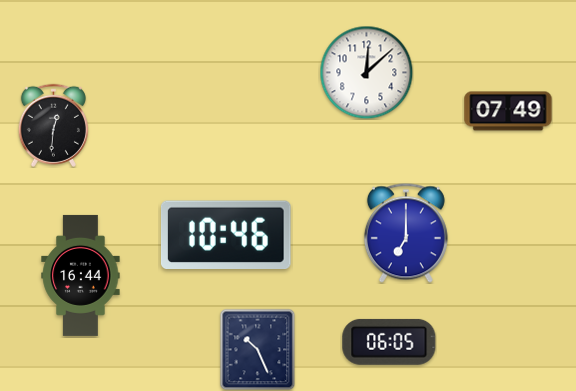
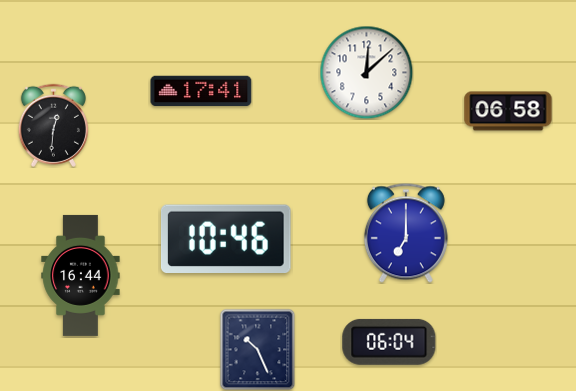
clock at (201, 91): none -> 17:41
clock at (508, 111): 07:49 -> 06:58
clock at (226, 235) position: (226, 235) -> (226, 239)
clock at (389, 342): 06:05 -> 06:04
